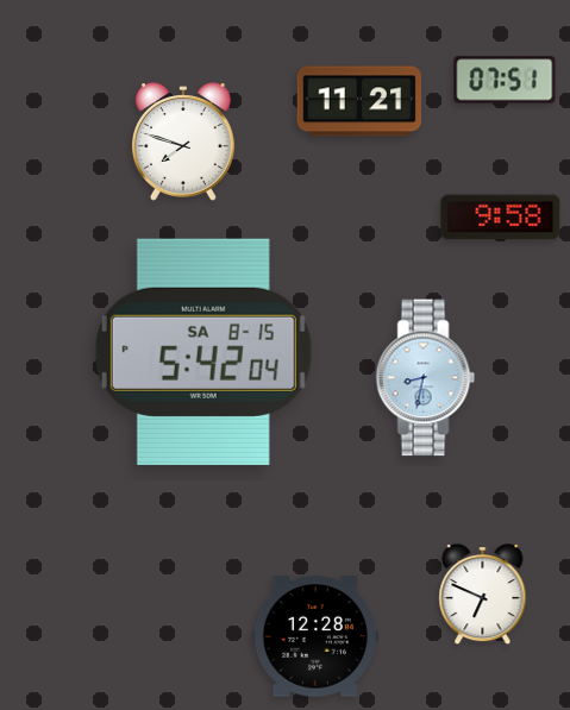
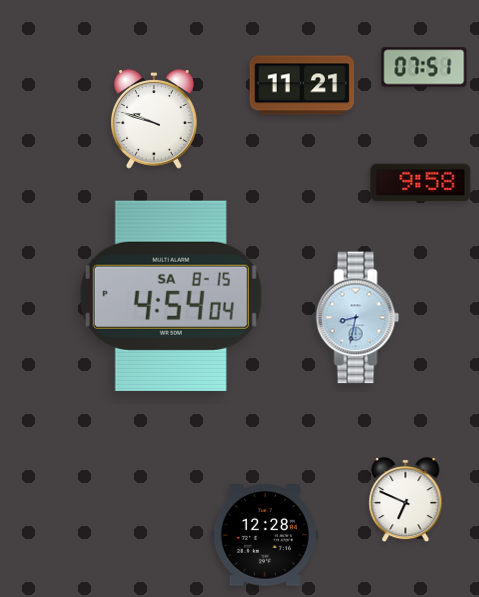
clock at (183, 142): 7:48 -> 9:48
clock at (203, 352): 5:42 -> 4:54
